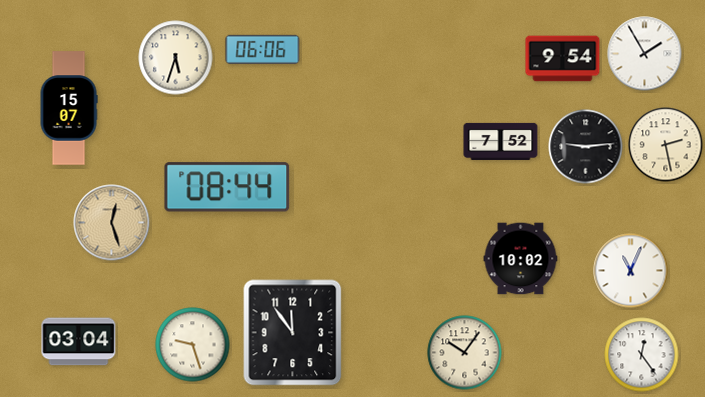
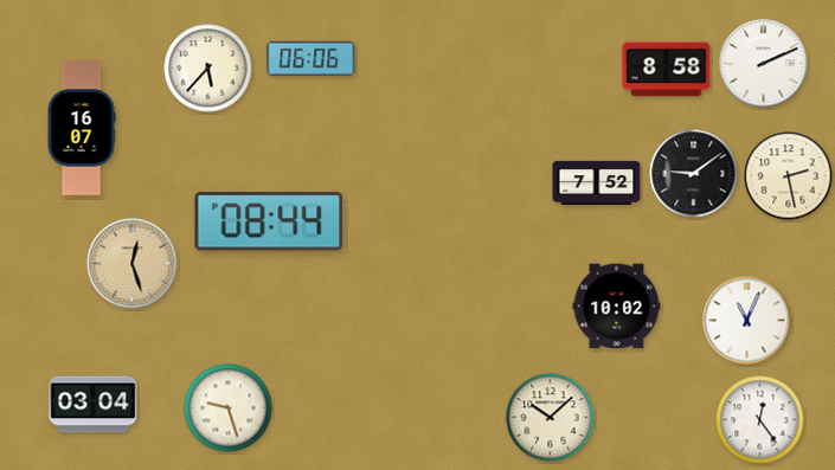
clock at (645, 54): 1:55 -> 2:11
clock at (176, 58): 5:33 -> 5:37
clock at (563, 59): 9:54 -> 8:58
clock at (69, 108): 15:07 -> 16:07
clock at (501, 141) position: (501, 141) -> (597, 182)
clock at (666, 145) position: (666, 145) -> (789, 176)
clock at (586, 147): 9:14 -> 9:09
clock at (293, 333): 11:54 -> none
clock at (465, 353): 10:06 -> 10:08
